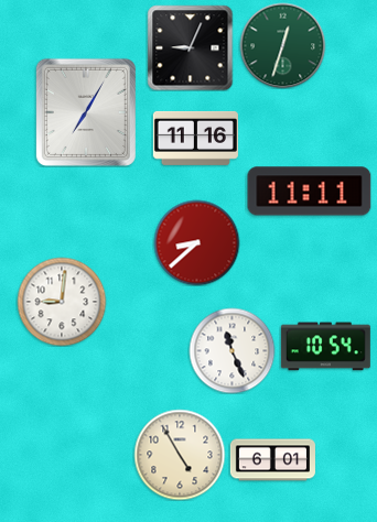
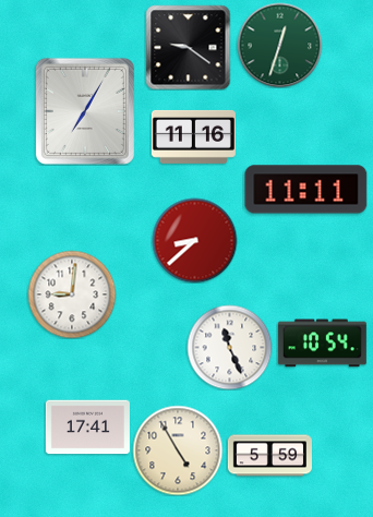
clock at (190, 47): 9:04 -> 9:21
clock at (62, 302) position: (62, 302) -> (72, 294)
clock at (87, 428): none -> 17:41
clock at (272, 460): 6:01 -> 5:59
